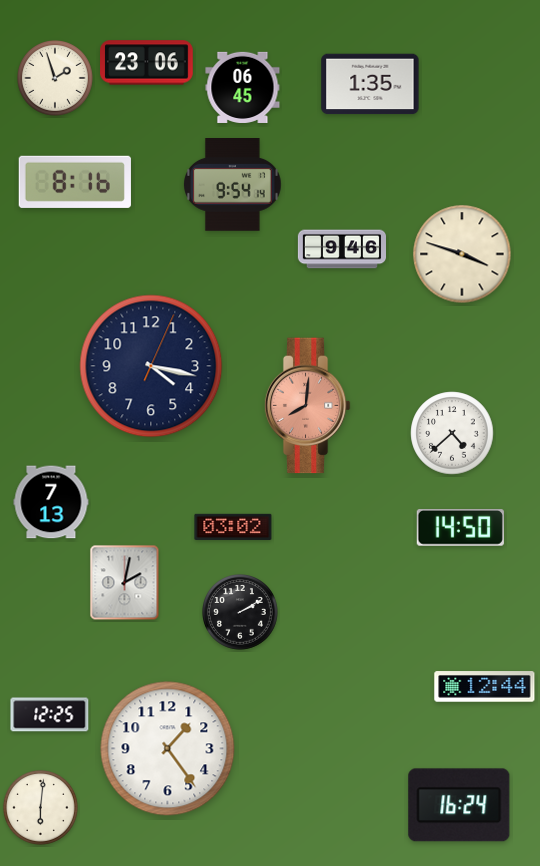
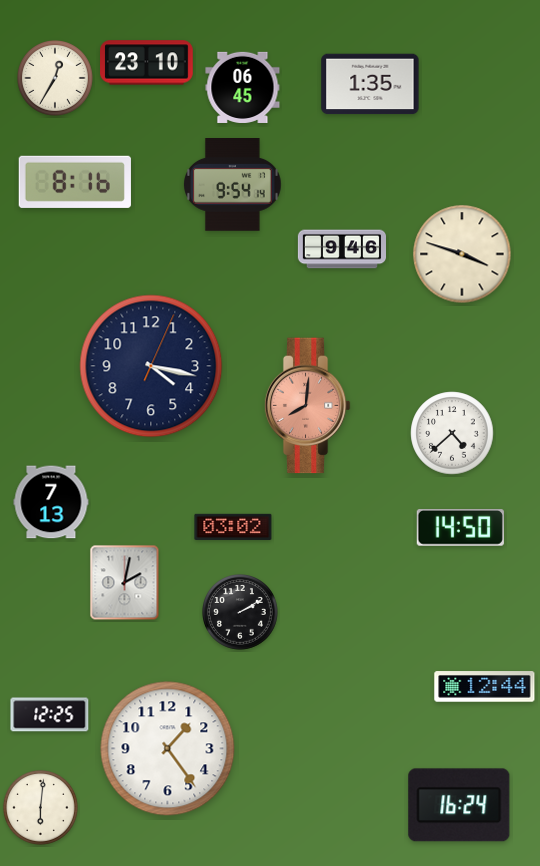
clock at (147, 63): 23:06 -> 23:10
clock at (56, 79): 1:57 -> 12:35
